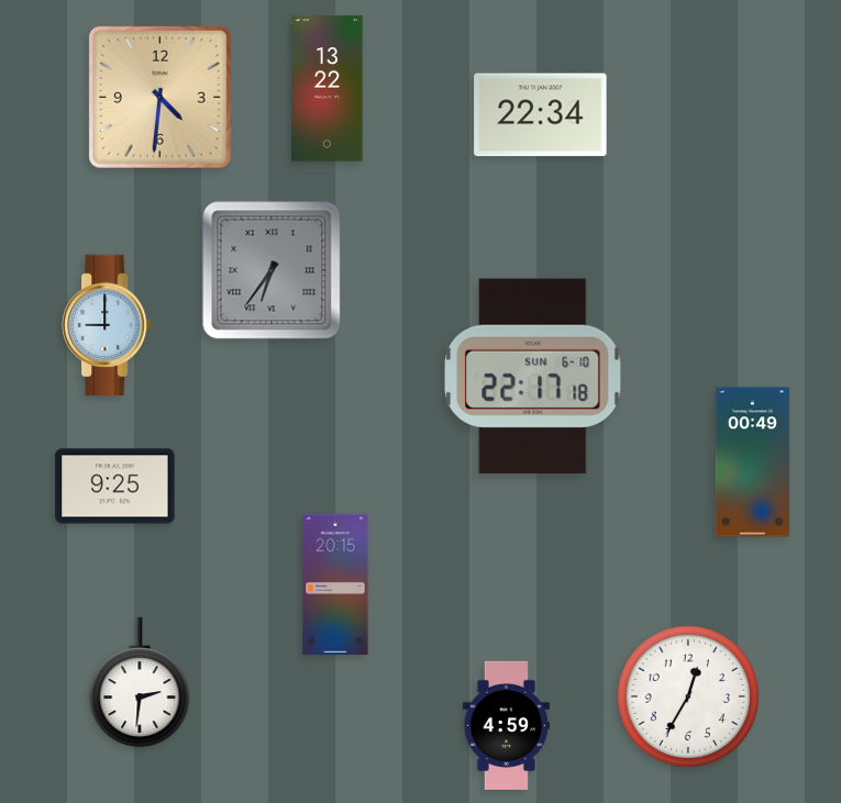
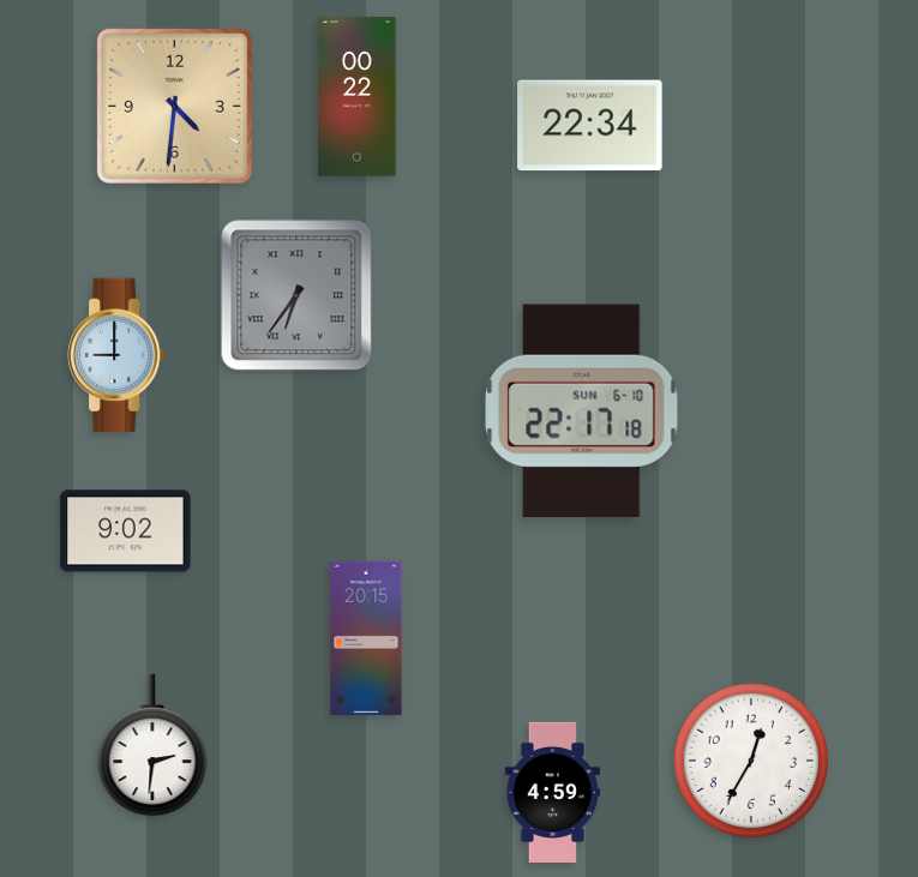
clock at (328, 89): 13:22 -> 00:22
clock at (752, 462): 00:49 -> none
clock at (115, 487): 9:25 -> 9:02
